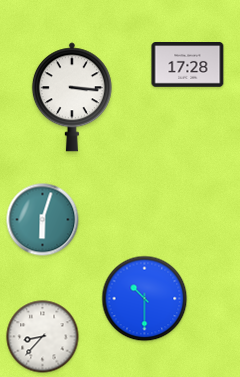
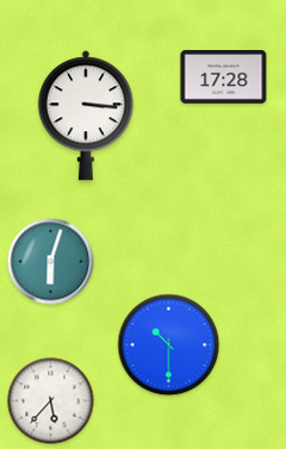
clock at (145, 299) position: (145, 299) -> (169, 345)
clock at (43, 337): 8:37 -> 5:37
